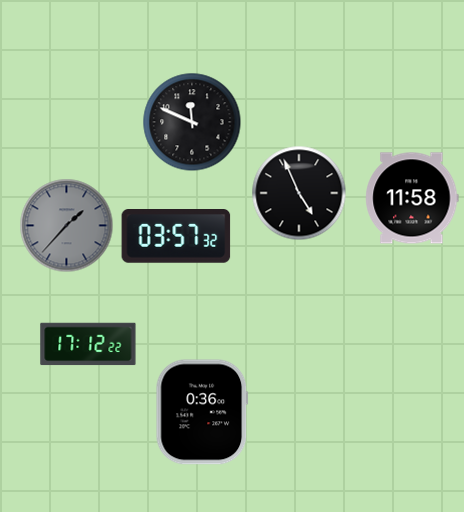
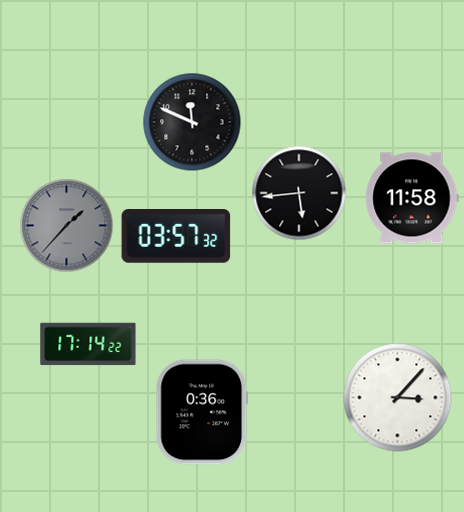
clock at (299, 193): 4:56 -> 5:44
clock at (88, 344): 17:12 -> 17:14
clock at (398, 398): none -> 3:07
